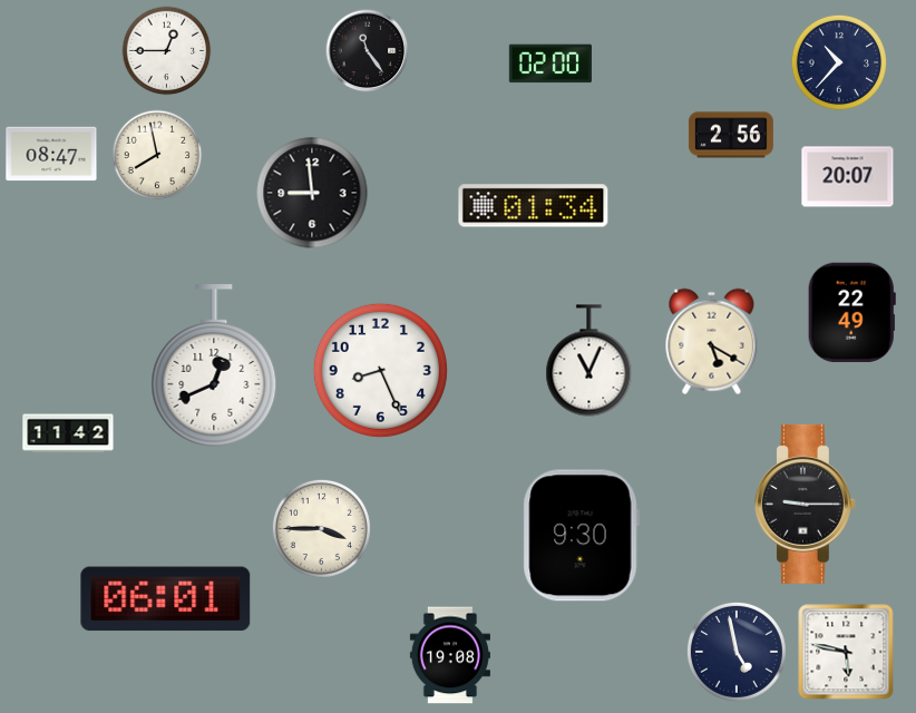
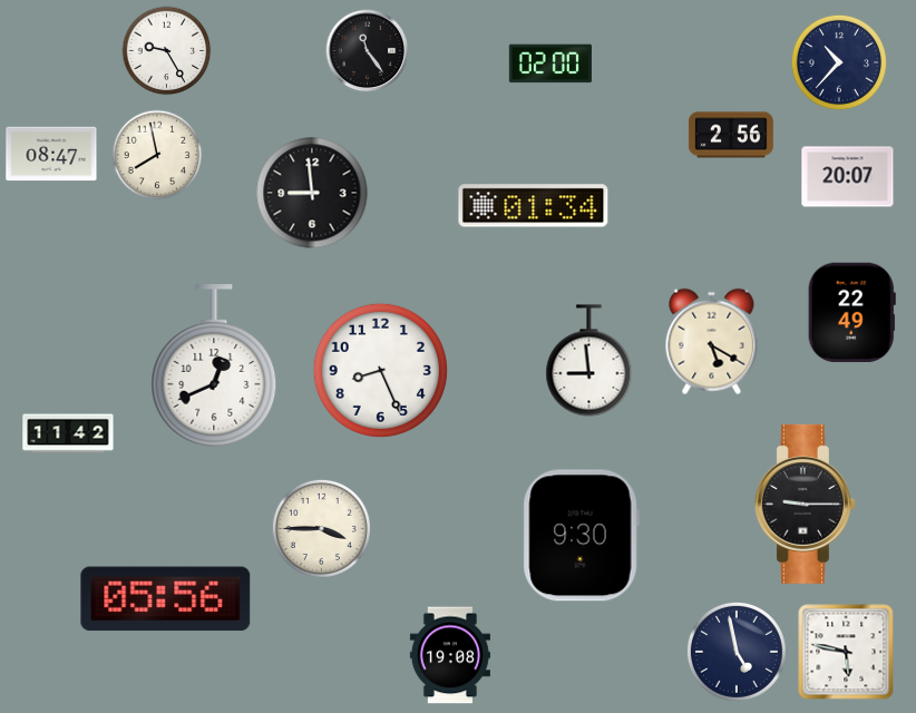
clock at (167, 51): 12:45 -> 9:25
clock at (589, 361): 11:04 -> 8:59
clock at (166, 599): 06:01 -> 05:56
